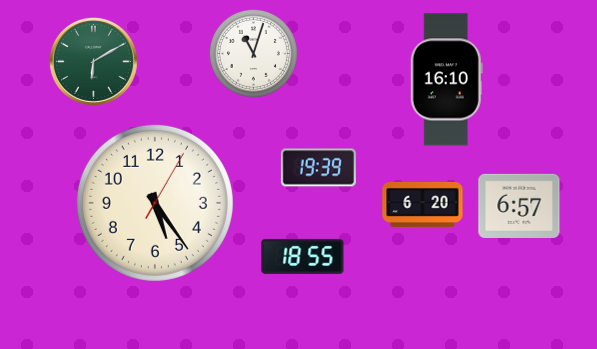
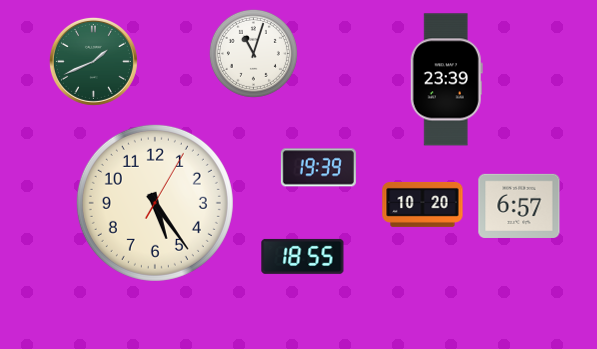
clock at (93, 61): 6:10 -> 1:41
clock at (446, 80): 16:10 -> 23:39
clock at (423, 204): 6:20 -> 10:20
